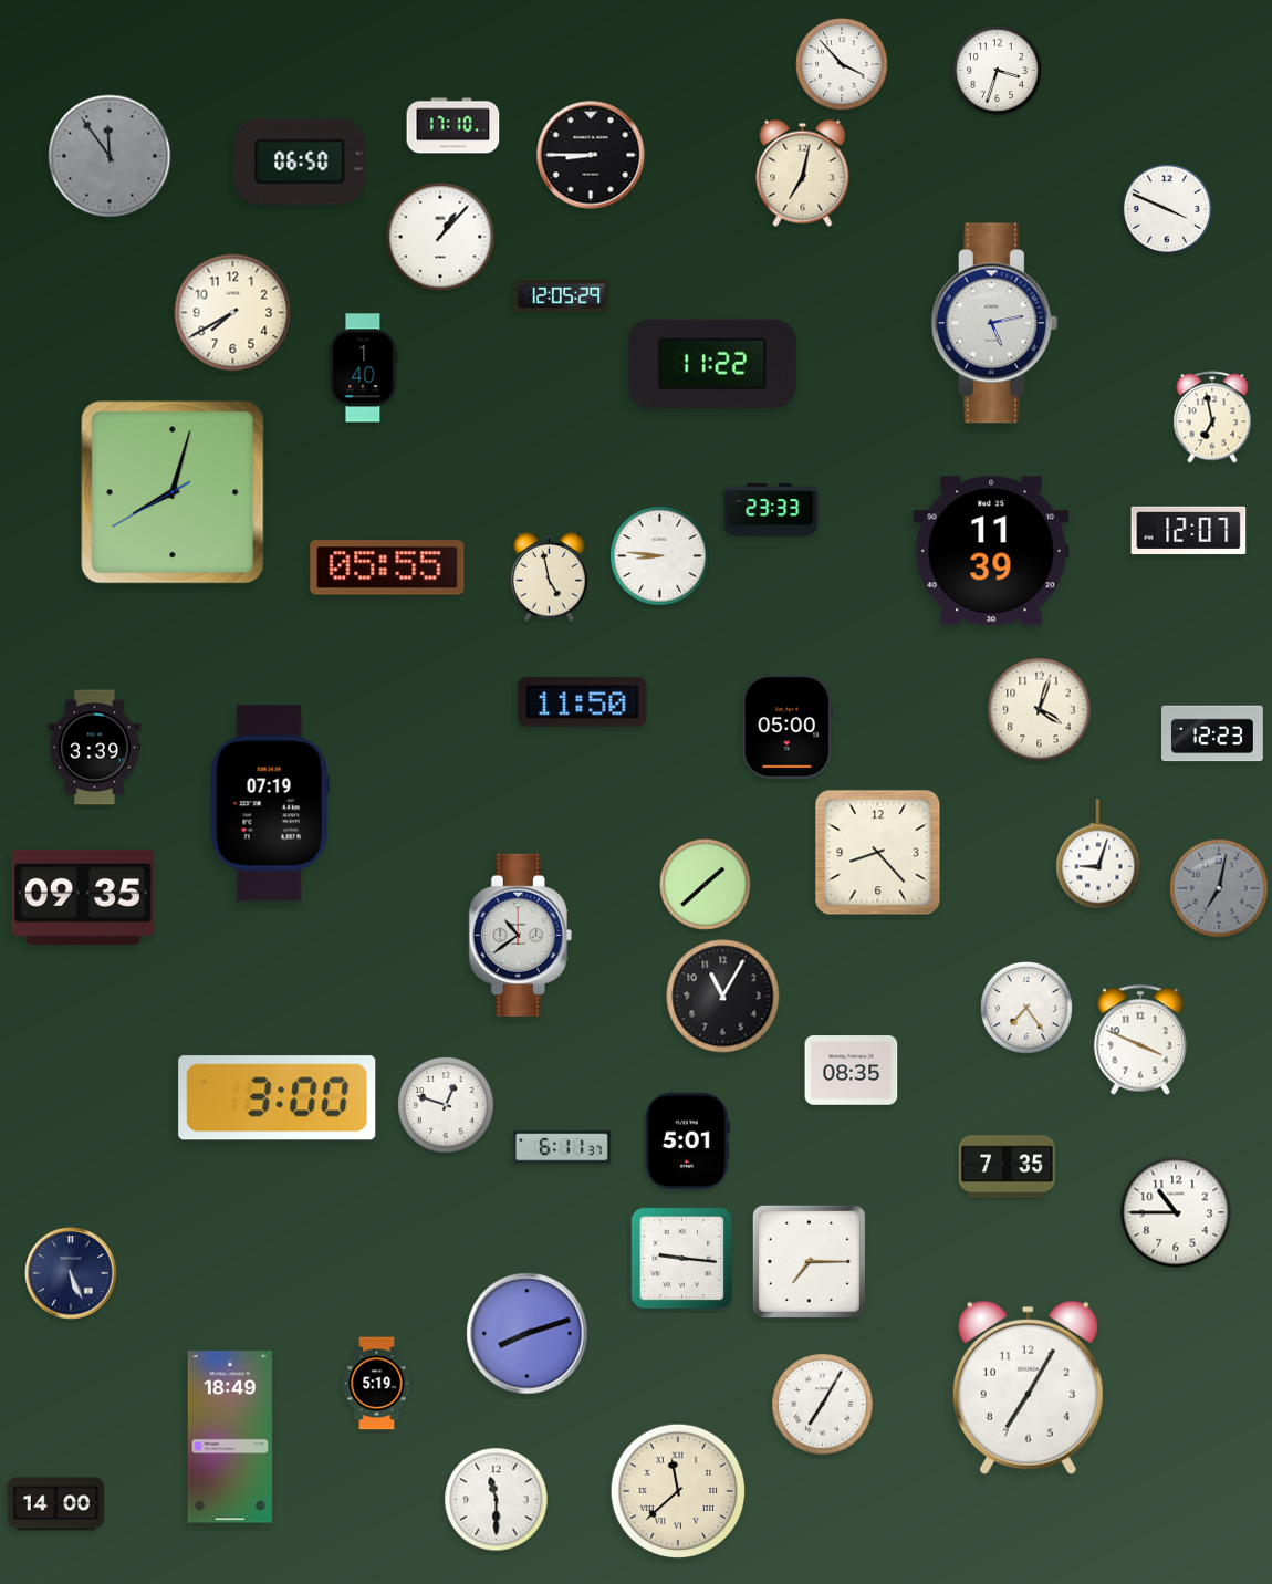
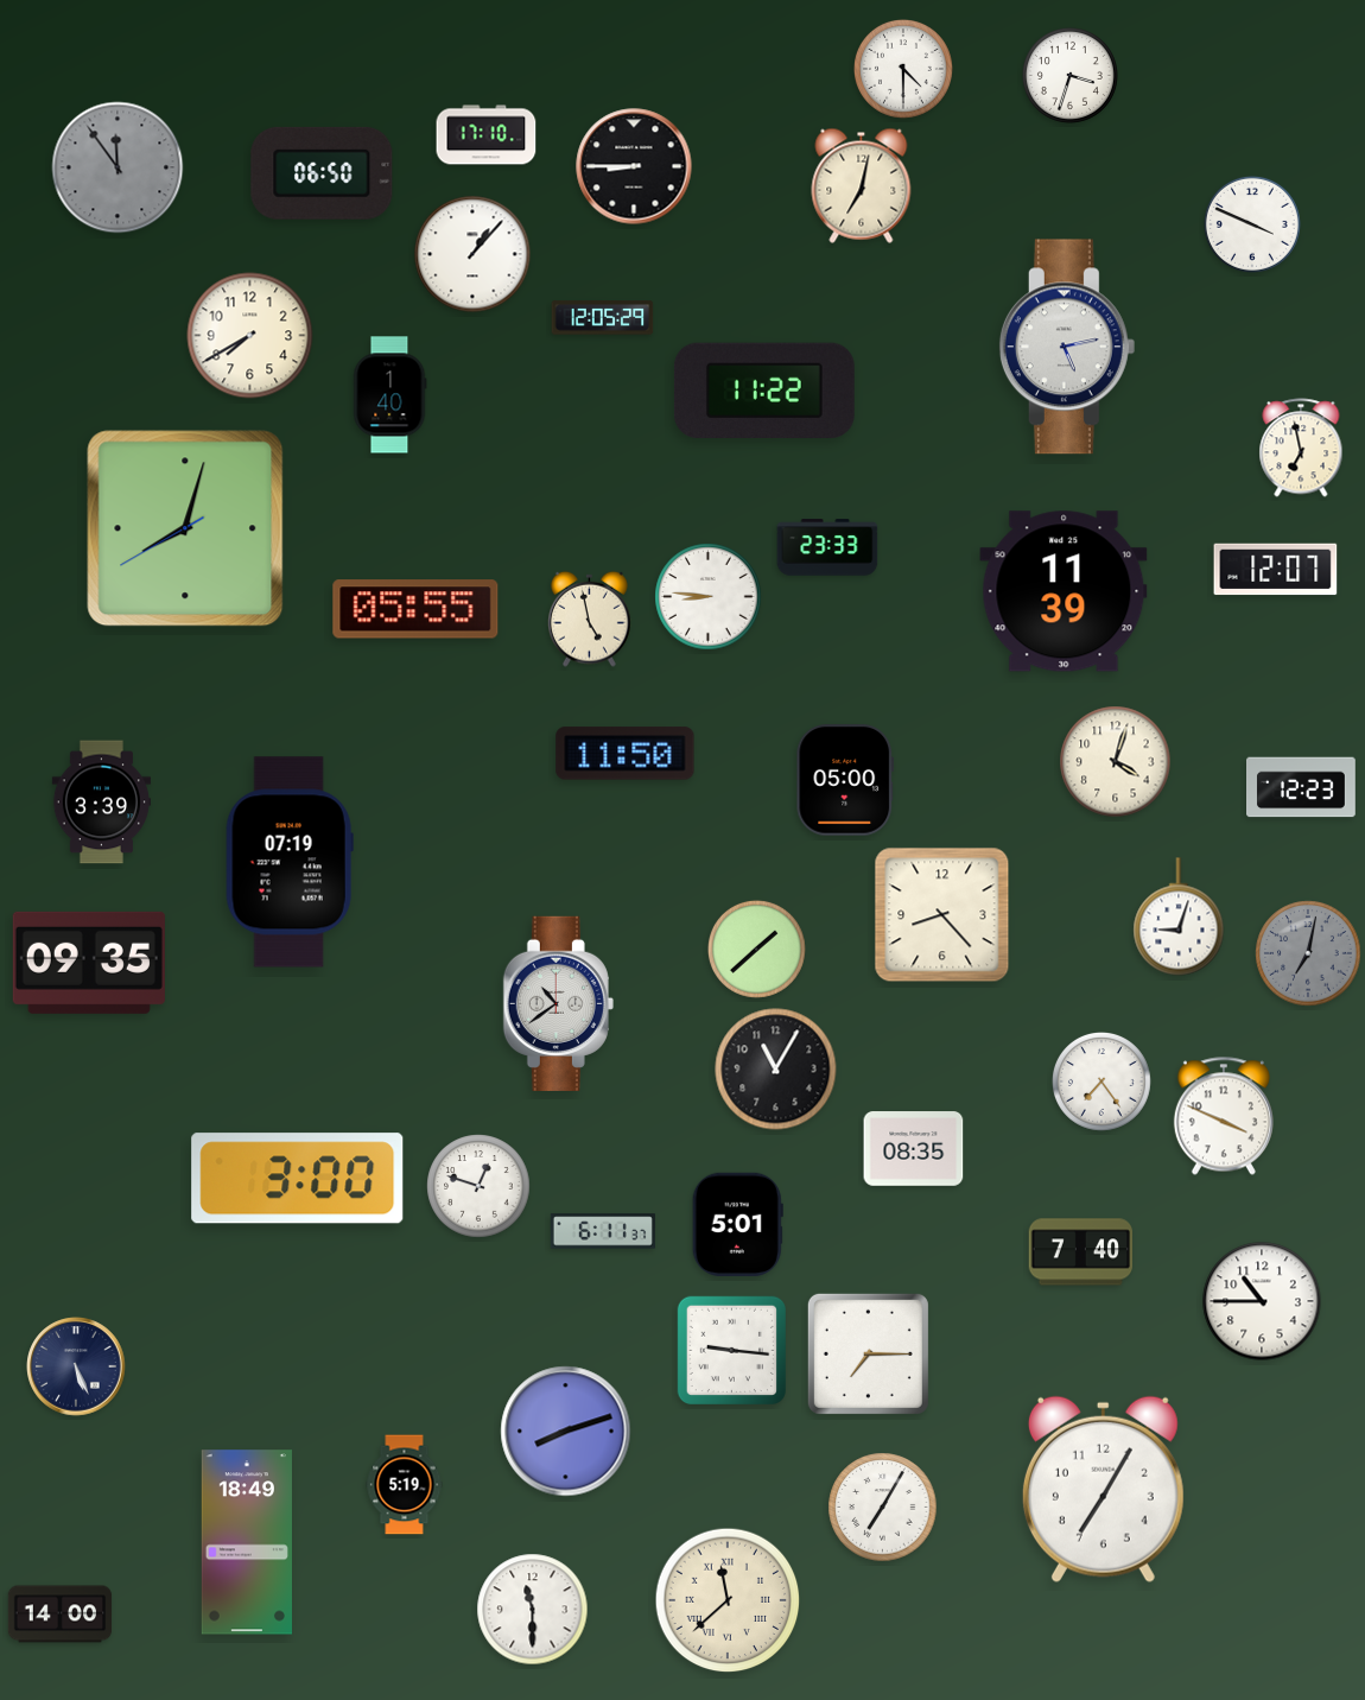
clock at (843, 65): 3:53 -> 4:30
clock at (1007, 1167): 7:35 -> 7:40
